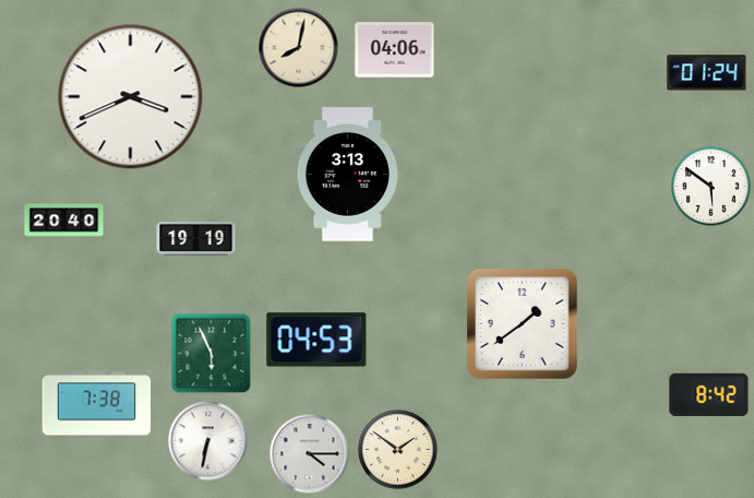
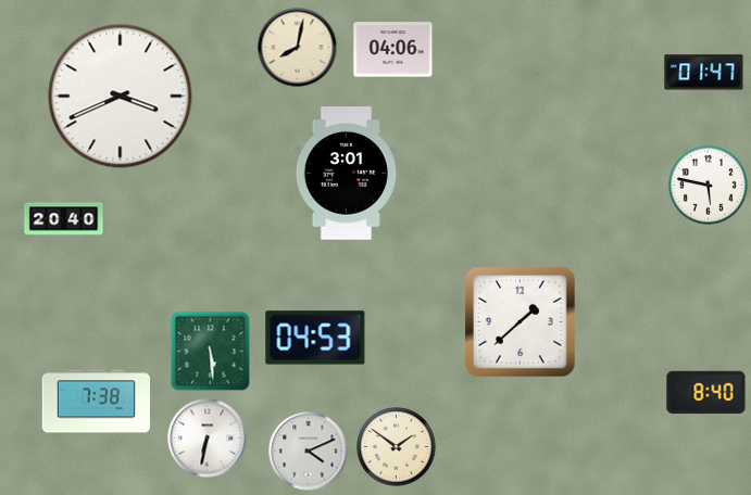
clock at (707, 73): 01:24 -> 01:47
clock at (131, 97) position: (131, 97) -> (121, 97)
clock at (347, 175): 3:13 -> 3:01
clock at (711, 187): 5:51 -> 5:47
clock at (196, 238): 19:19 -> none
clock at (523, 324): 1:39 -> 1:38
clock at (212, 354): 5:56 -> 5:29
clock at (709, 395): 8:42 -> 8:40
clock at (310, 454): 4:15 -> 4:11
